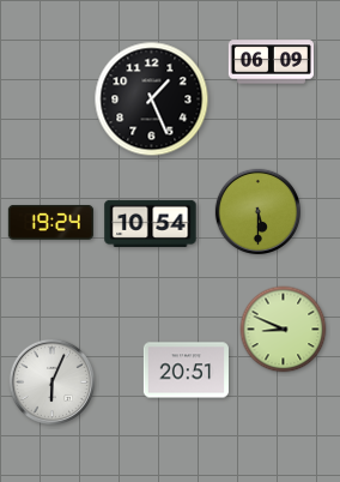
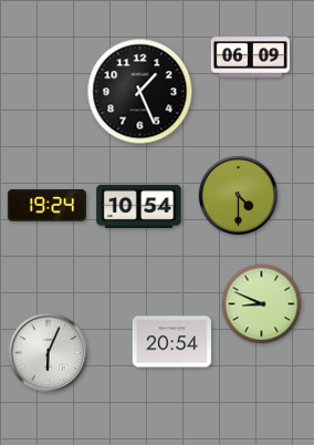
clock at (257, 211): 5:30 -> 4:30
clock at (186, 370): 20:51 -> 20:54
